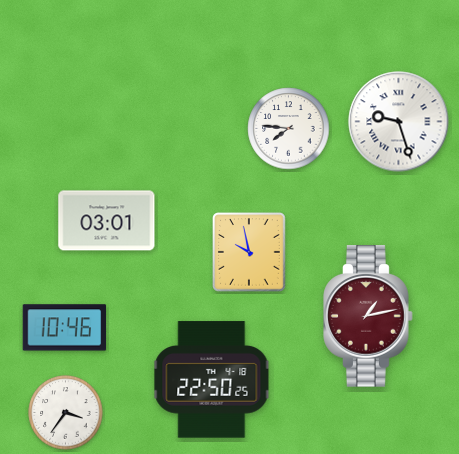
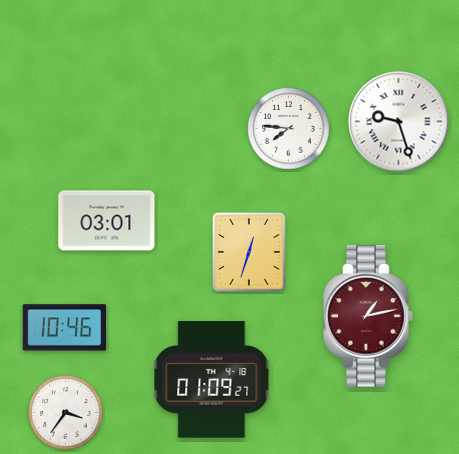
clock at (250, 252): 9:58 -> 12:33
clock at (212, 380): 22:50 -> 01:09
